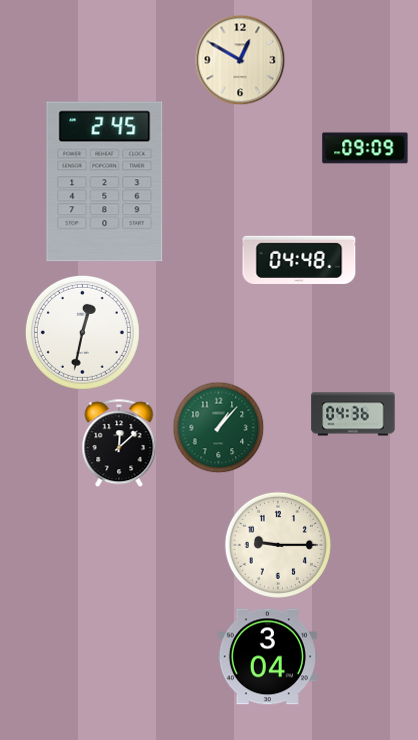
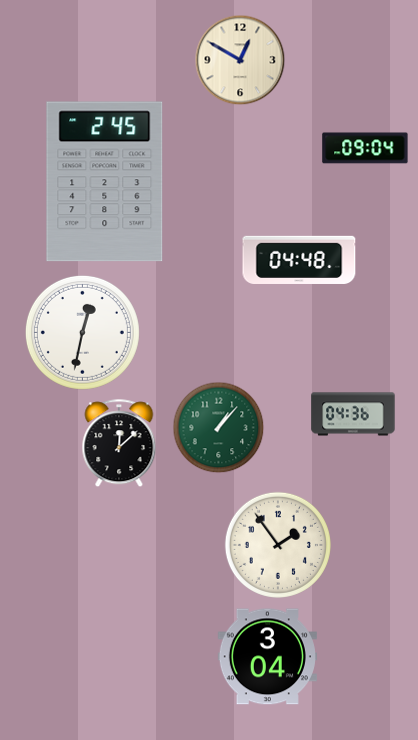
clock at (365, 148): 09:09 -> 09:04
clock at (278, 545): 9:15 -> 1:54
